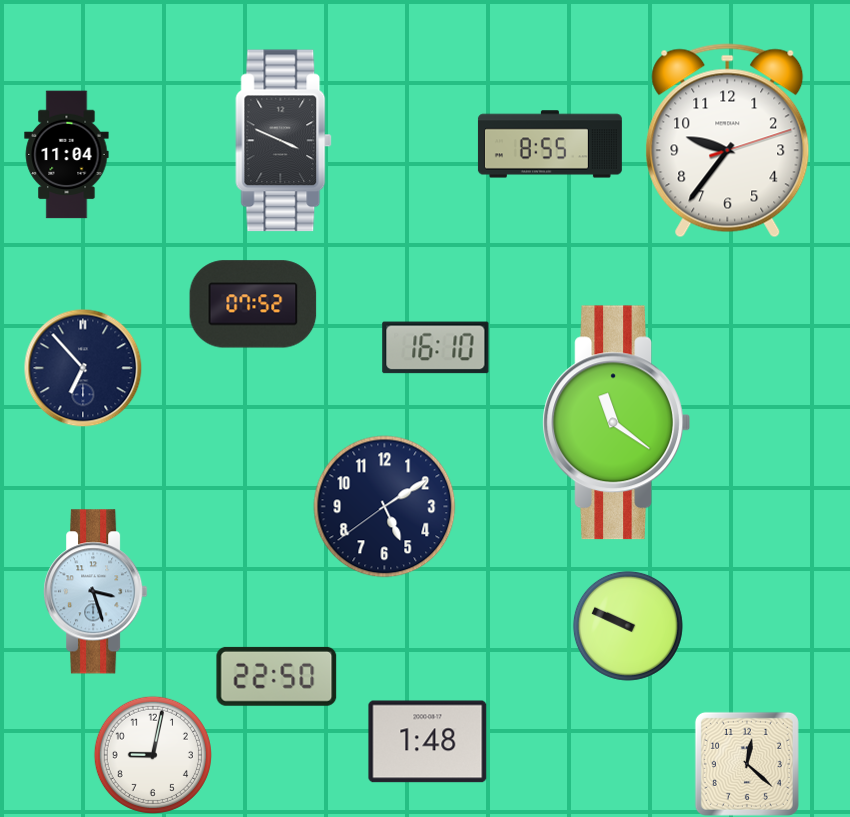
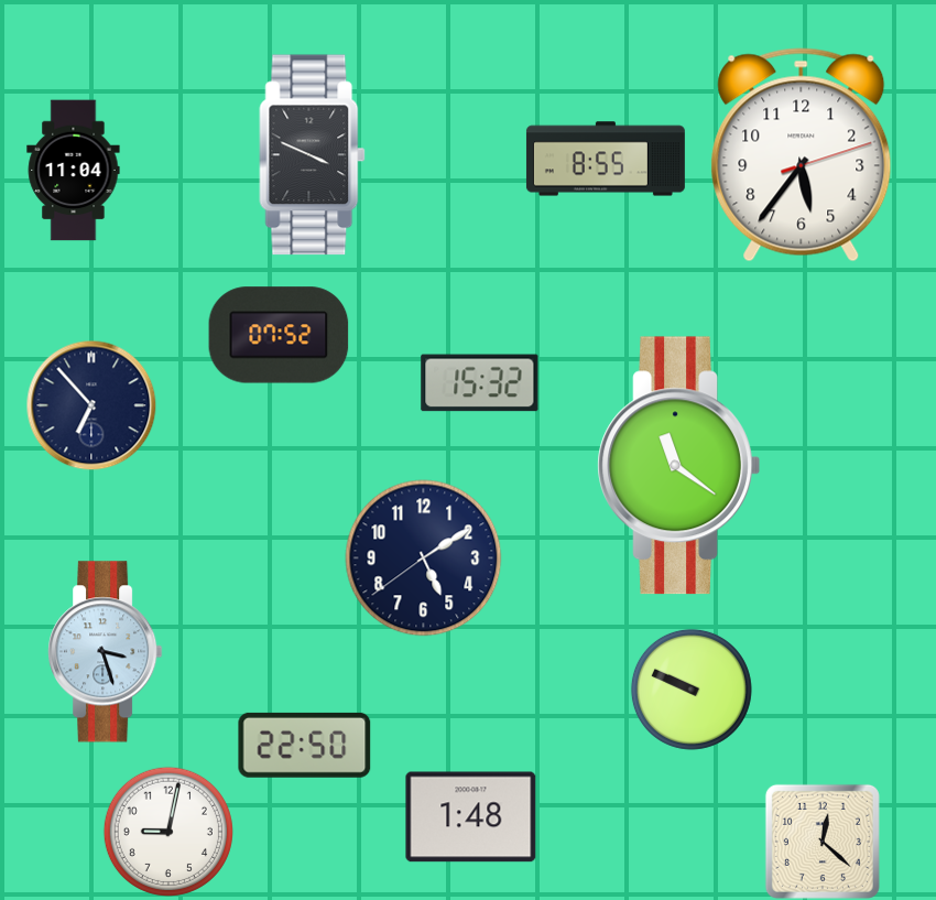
clock at (728, 141): 9:36 -> 5:36
clock at (436, 348): 16:10 -> 15:32
